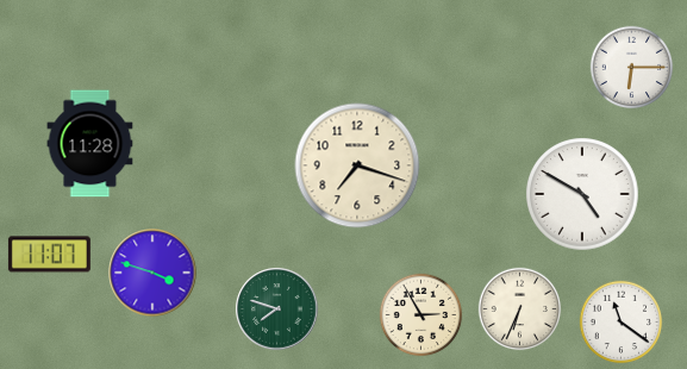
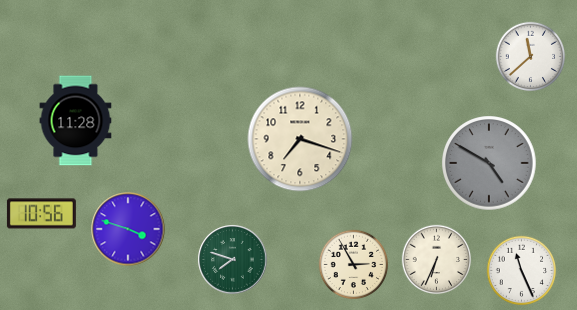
clock at (632, 68): 6:15 -> 11:38
clock at (582, 194) dial: white -> grey
clock at (49, 255): 11:07 -> 10:56
clock at (622, 323): 11:21 -> 11:26
